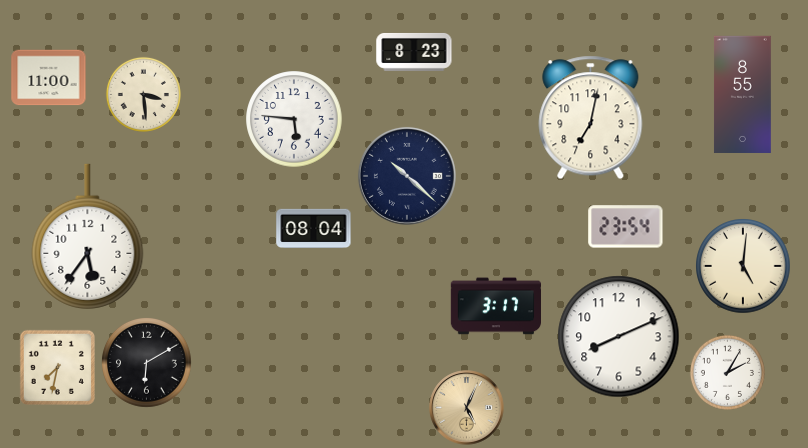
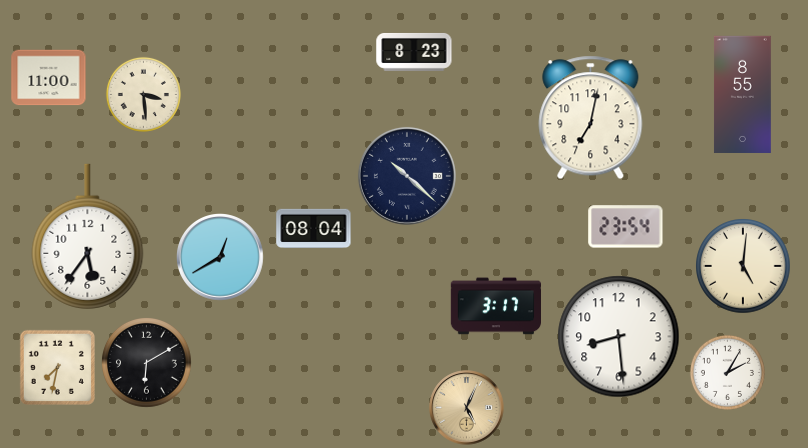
clock at (294, 119): 5:46 -> none
clock at (221, 258): none -> 12:40
clock at (619, 337): 8:11 -> 8:29
